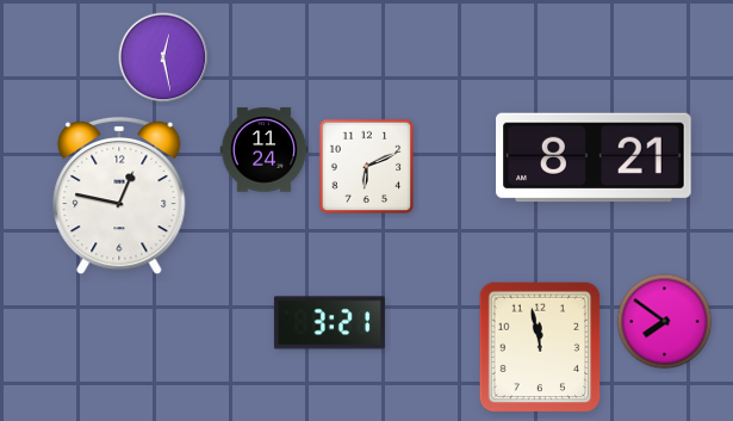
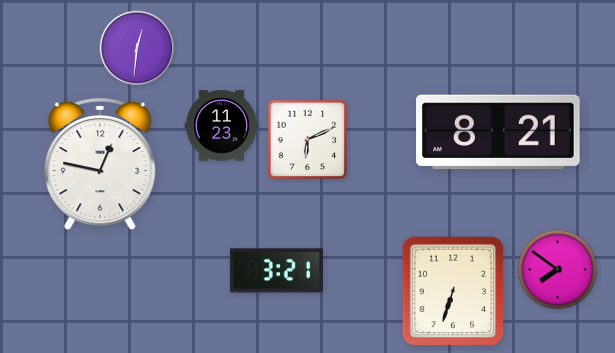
clock at (163, 57): 12:28 -> 12:31
clock at (265, 150): 11:24 -> 11:23
clock at (540, 347): 11:58 -> 6:33
